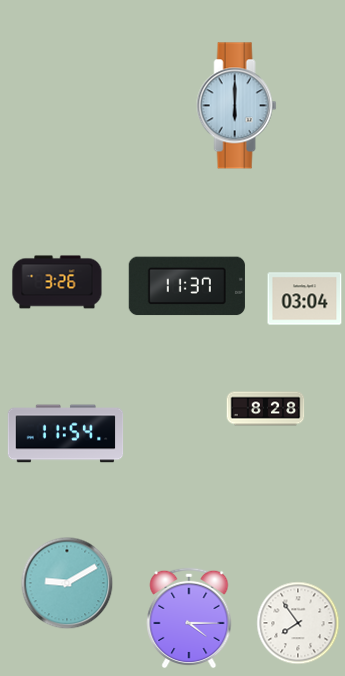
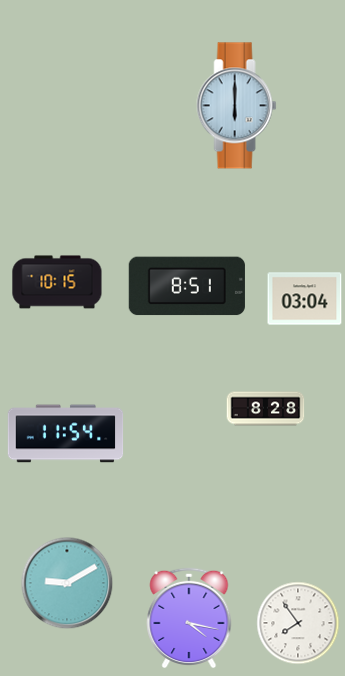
clock at (57, 282): 3:26 -> 10:15
clock at (187, 286): 11:37 -> 8:51
clock at (189, 618): 4:15 -> 4:17
